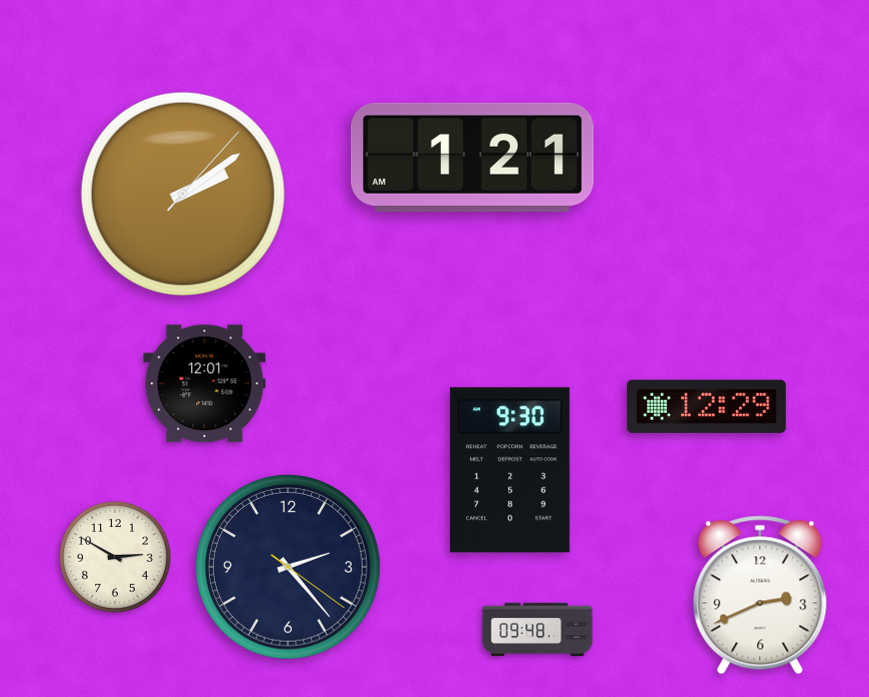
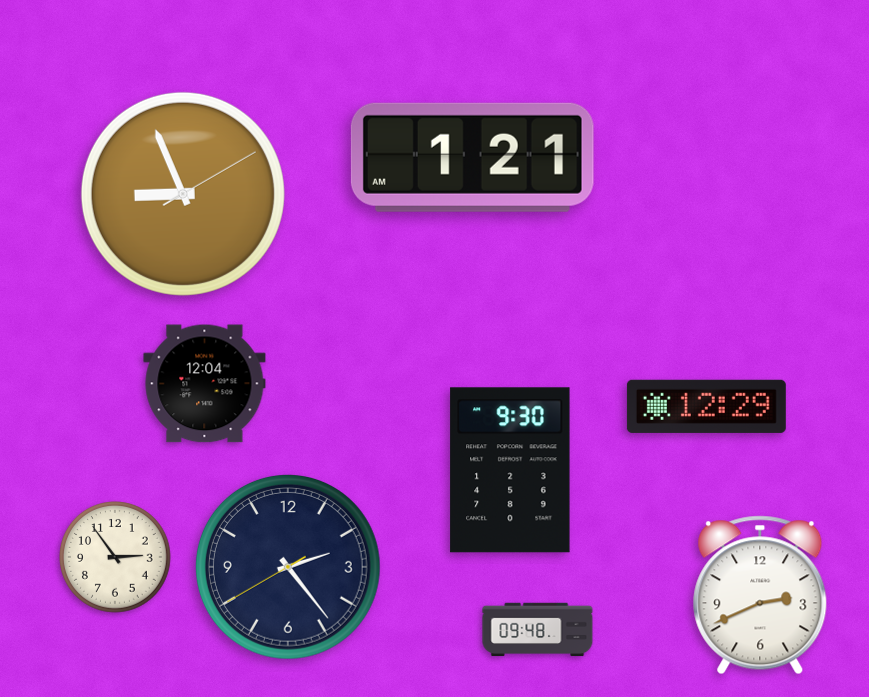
clock at (183, 194): 2:09 -> 8:56
clock at (205, 384): 12:01 -> 12:04
clock at (116, 558): 2:50 -> 2:54
clock at (289, 568): 2:23:21 -> 2:23:40
